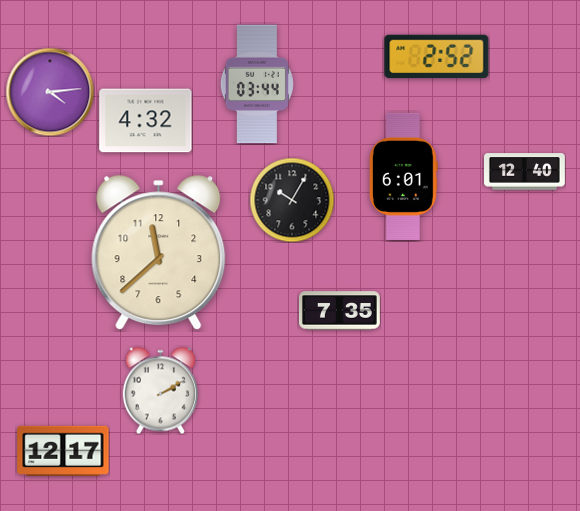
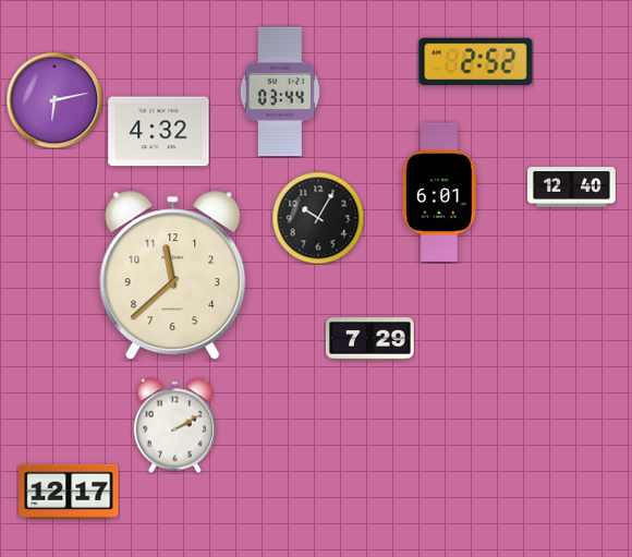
clock at (50, 92): 4:14 -> 6:13
clock at (340, 311): 7:35 -> 7:29
